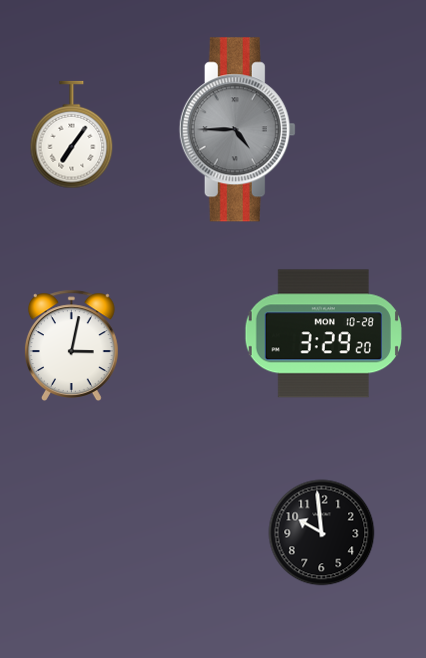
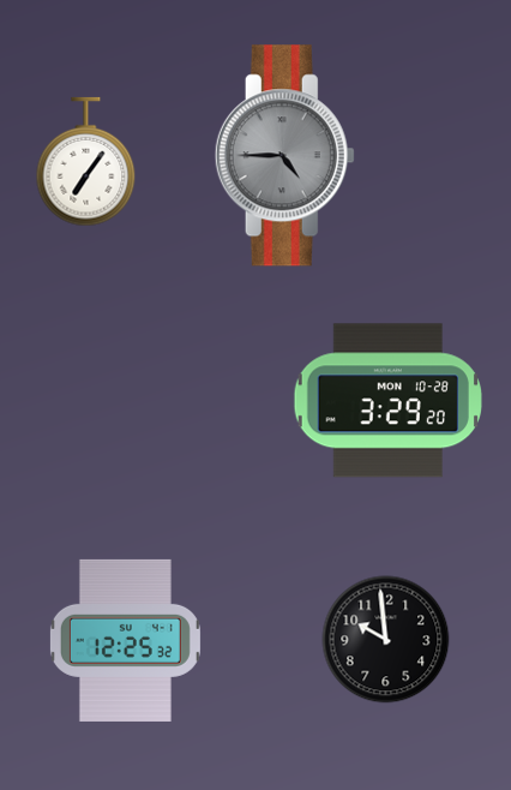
clock at (71, 345): 3:02 -> none
clock at (125, 640): none -> 12:25
